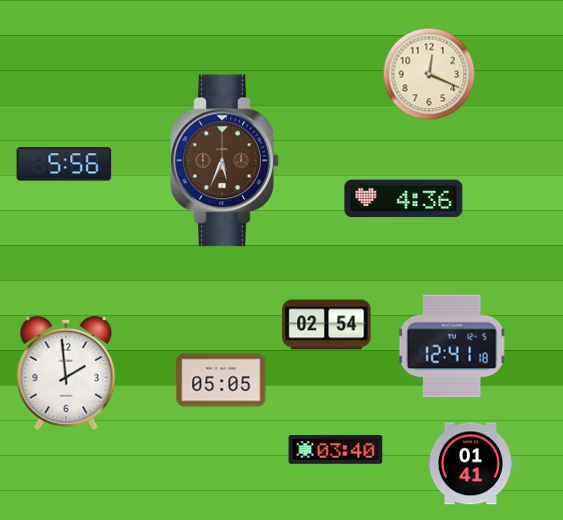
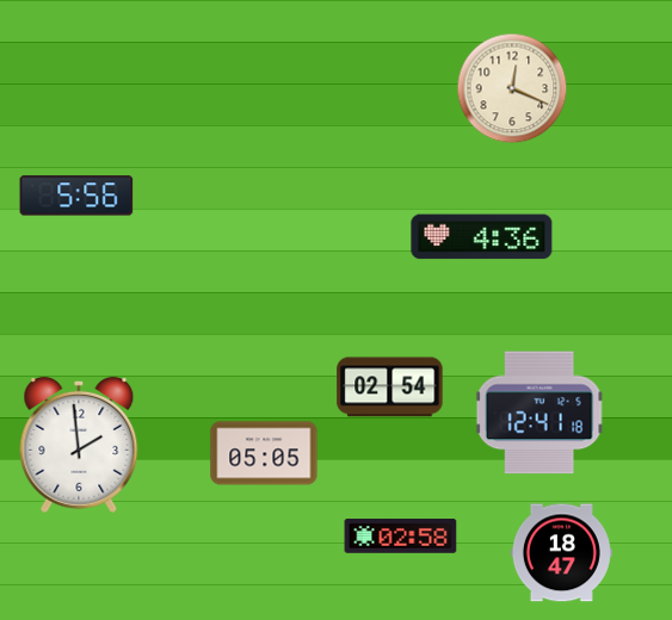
clock at (225, 161): 5:34 -> none
clock at (336, 450): 03:40 -> 02:58
clock at (470, 464): 01:41 -> 18:47
